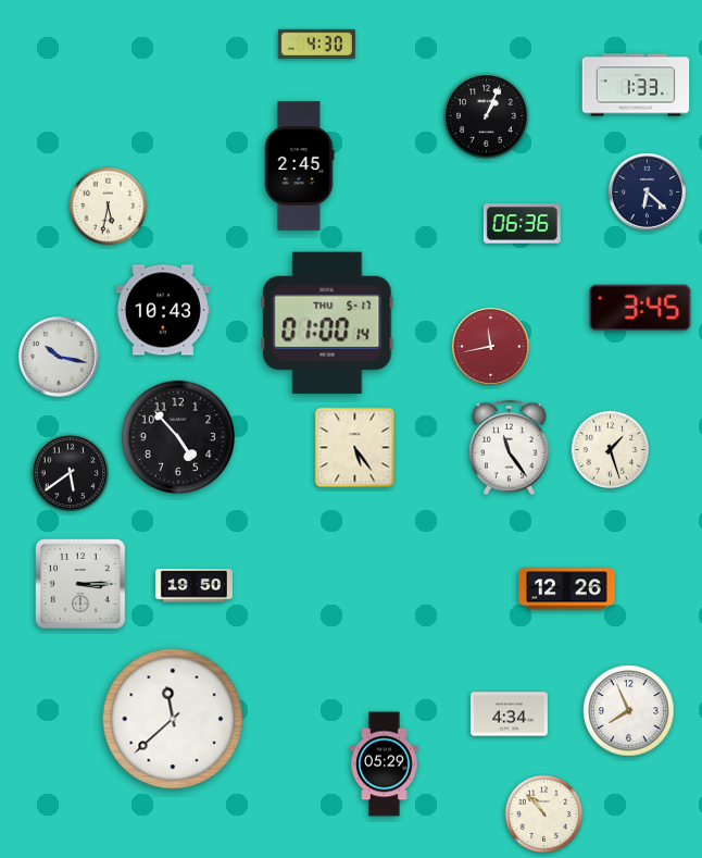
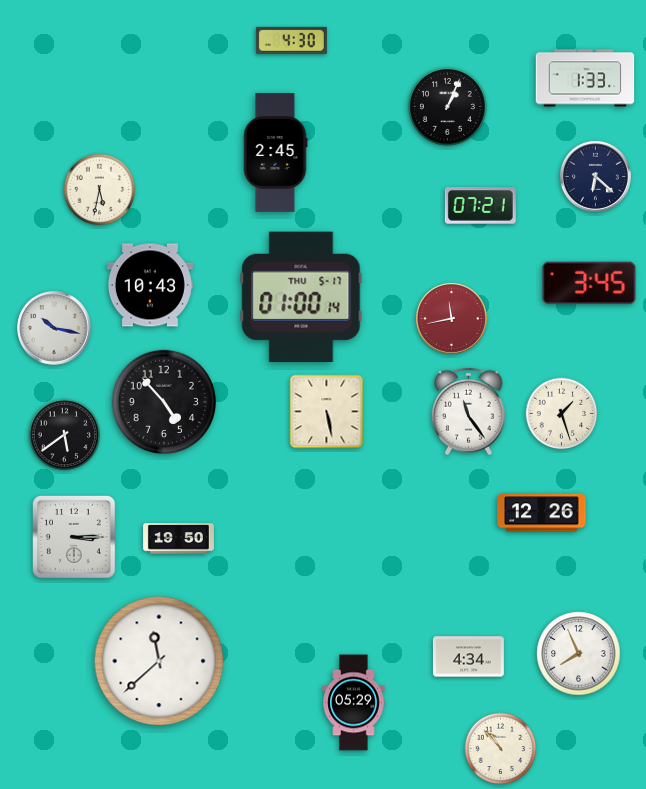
clock at (522, 224): 06:36 -> 07:21
clock at (355, 448): 5:24 -> 5:28
clock at (567, 589) position: (567, 589) -> (542, 513)
